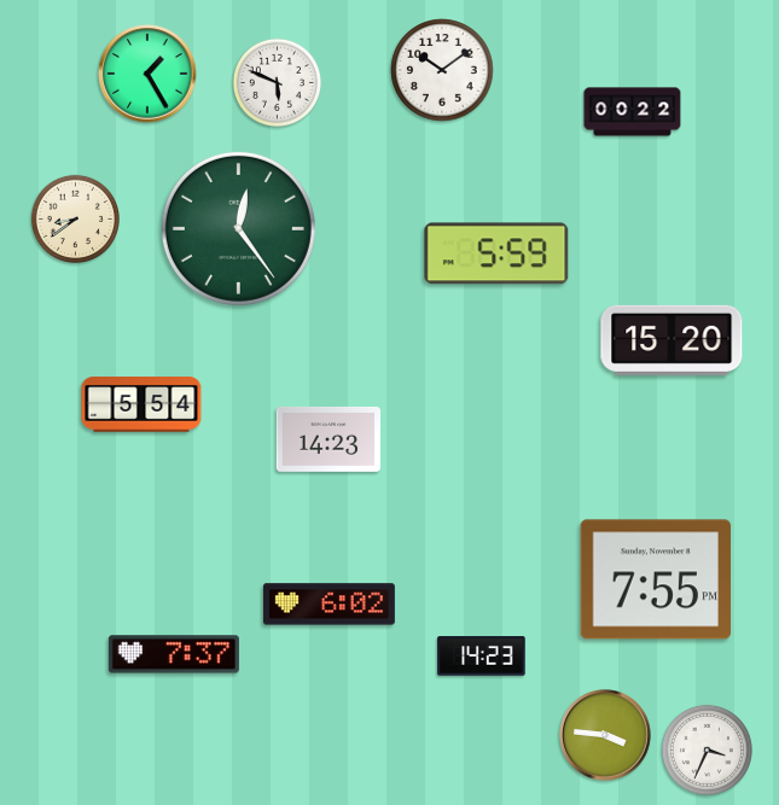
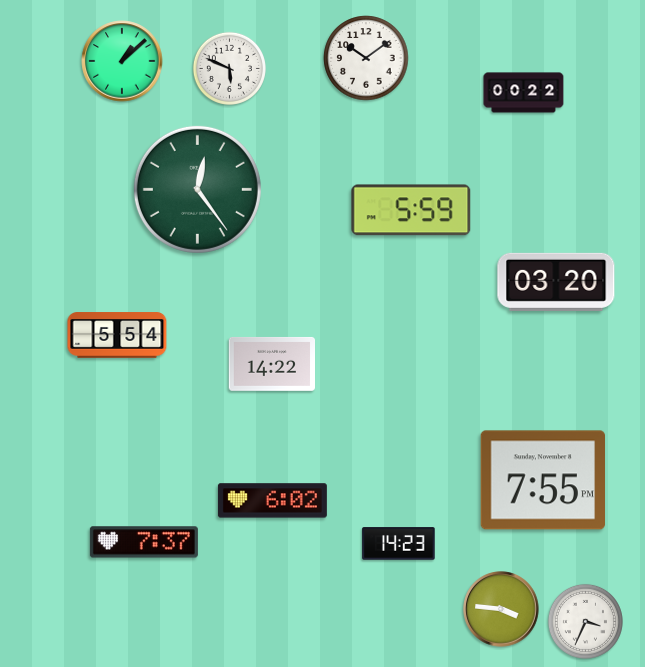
clock at (147, 74): 1:25 -> 1:08
clock at (75, 218): 8:39 -> none
clock at (672, 340): 15:20 -> 03:20
clock at (327, 439): 14:23 -> 14:22
